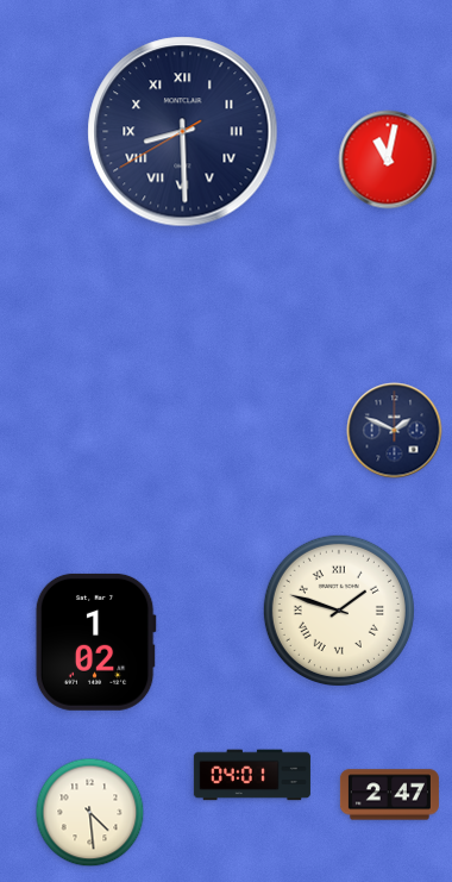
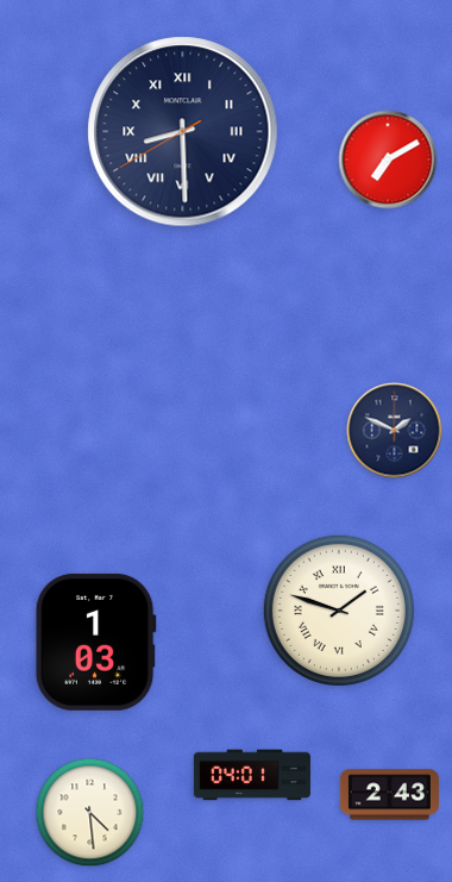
clock at (388, 159): 11:02 -> 7:10
clock at (95, 642): 1:02 -> 1:03
clock at (389, 795): 2:47 -> 2:43
